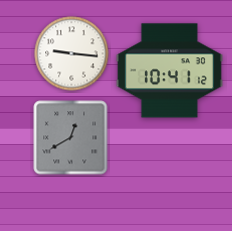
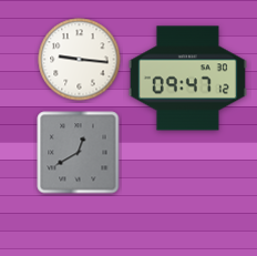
clock at (169, 71): 10:41 -> 09:47
